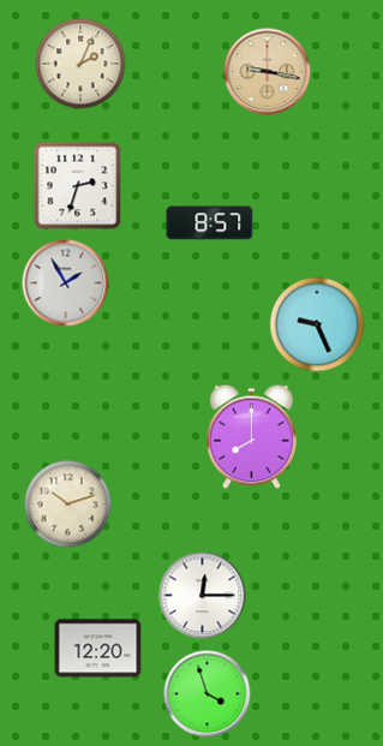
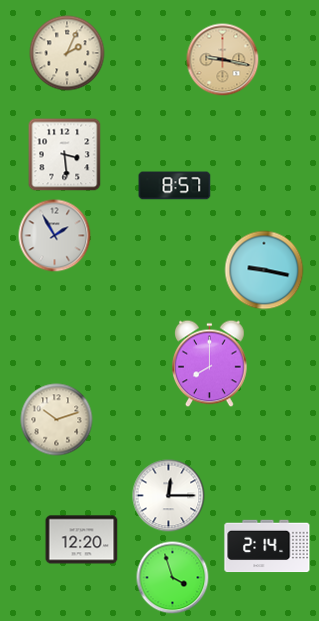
clock at (78, 186): 2:33 -> 3:29
clock at (317, 324): 9:26 -> 9:17
clock at (267, 546): none -> 2:14
